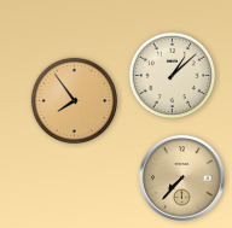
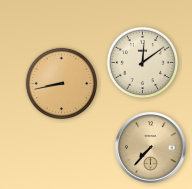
clock at (173, 76): 1:08 -> 12:09
clock at (75, 101): 7:54 -> 8:43
